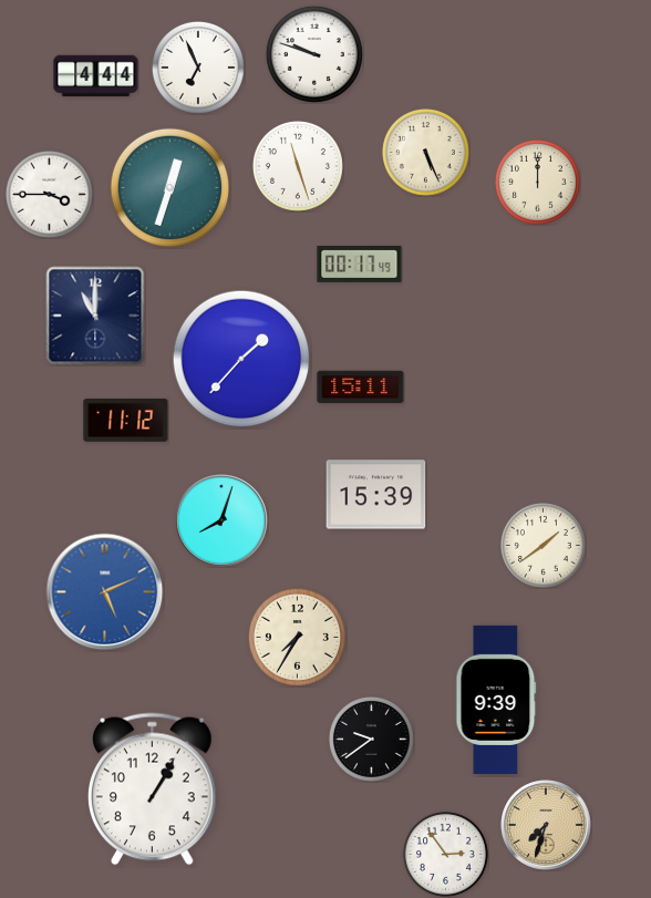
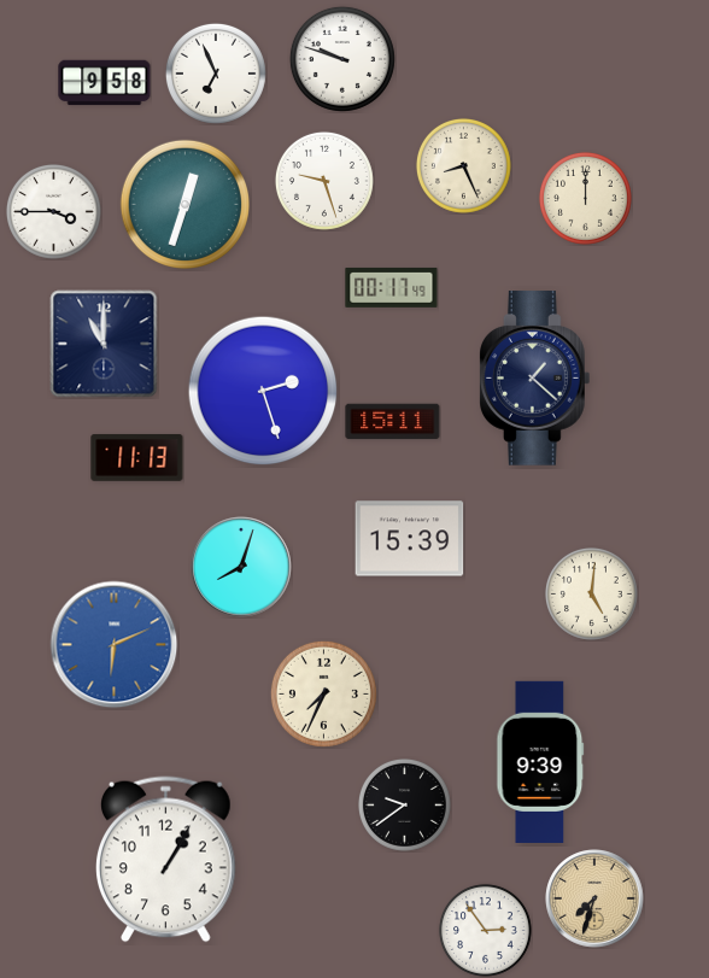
clock at (96, 76): 4:44 -> 9:58
clock at (425, 152): 5:26 -> 8:26
clock at (298, 166): 11:27 -> 9:27
clock at (535, 379): none -> 1:22
clock at (241, 359): 1:37 -> 2:27
clock at (126, 421): 11:12 -> 11:13
clock at (542, 545): 1:39 -> 5:01
clock at (105, 592): 5:11 -> 6:11
clock at (297, 637): 7:35 -> 7:34
